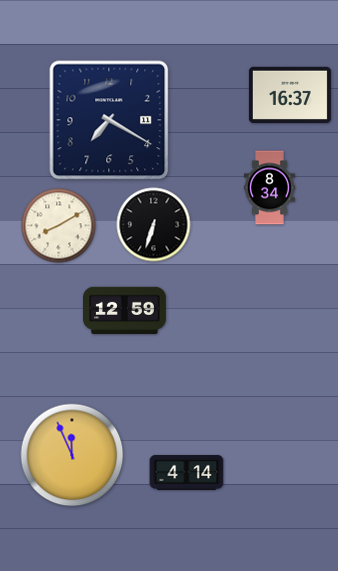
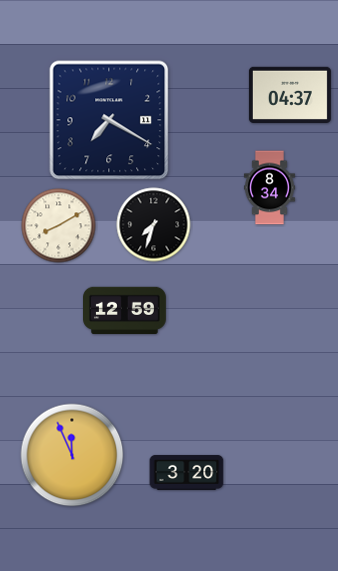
clock at (290, 94): 16:37 -> 04:37
clock at (154, 225): 6:33 -> 7:33
clock at (187, 472): 4:14 -> 3:20
